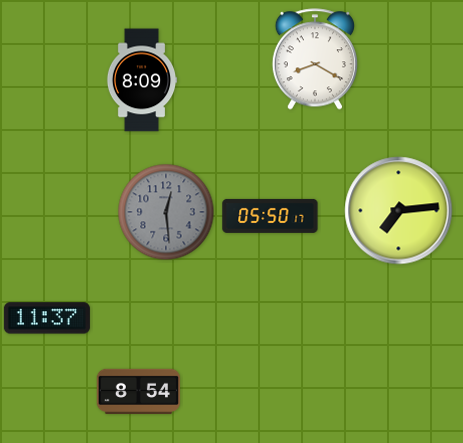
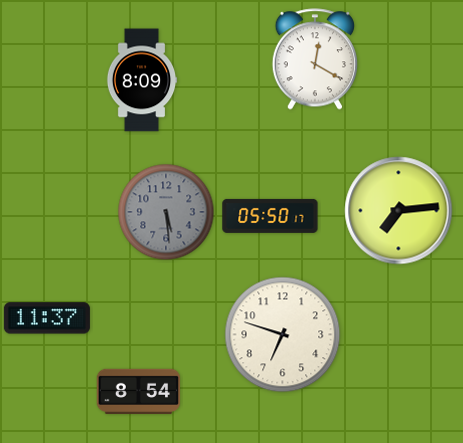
clock at (315, 59): 8:20 -> 12:20
clock at (166, 212): 12:29 -> 5:29
clock at (283, 335): none -> 6:48
